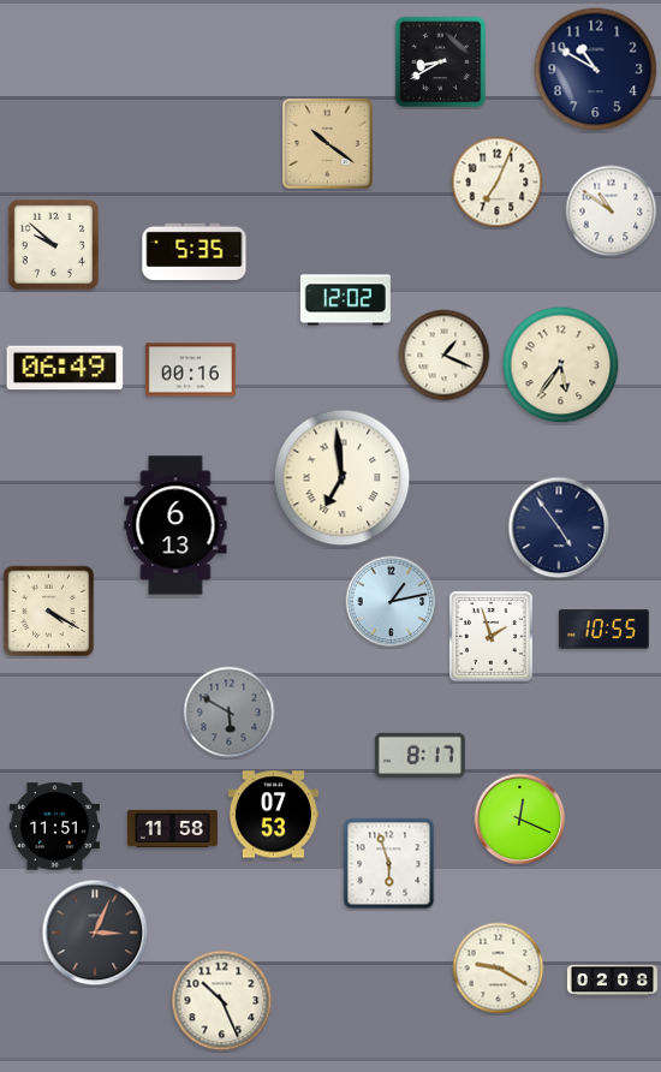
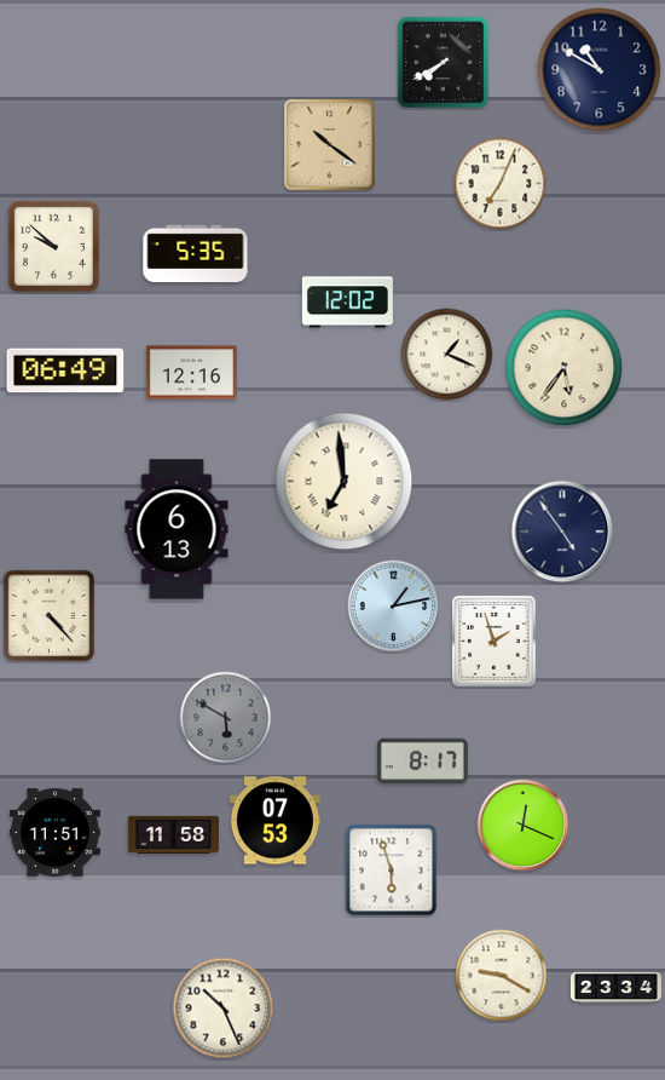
clock at (441, 62): 8:40 -> 7:40
clock at (612, 212): 10:51 -> none
clock at (445, 356) position: (445, 356) -> (447, 355)
clock at (190, 370): 00:16 -> 12:16
clock at (49, 612): 4:20 -> 4:23
clock at (603, 630): 10:55 -> none
clock at (230, 713) position: (230, 713) -> (226, 718)
clock at (95, 933): 3:04 -> none
clock at (612, 981): 02:08 -> 23:34
